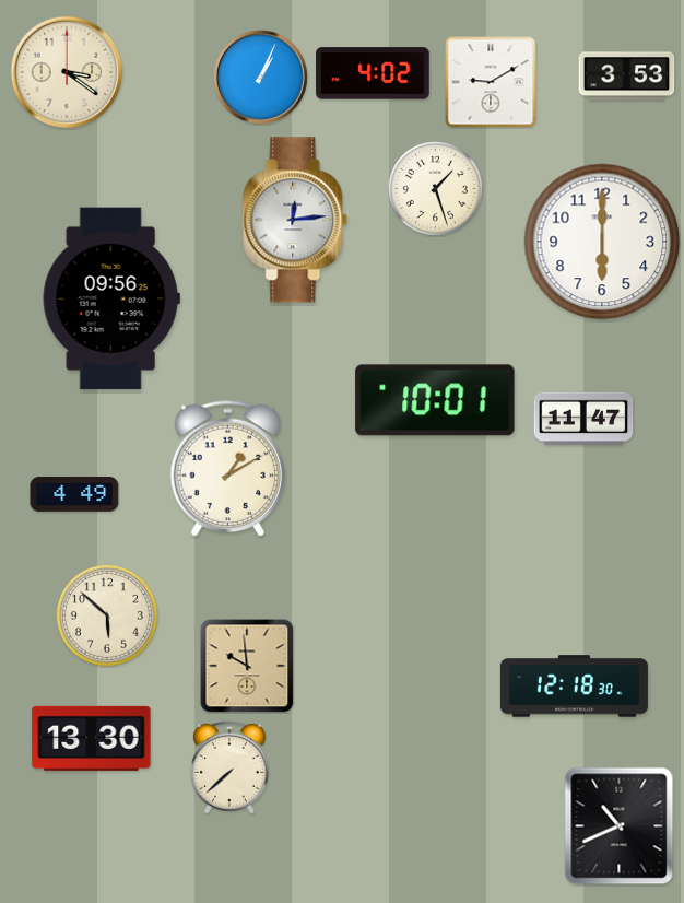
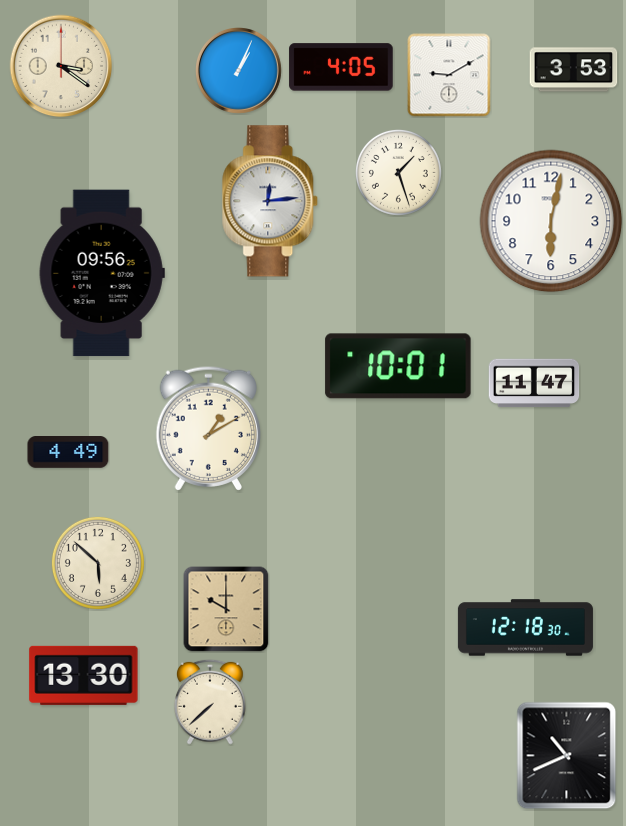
clock at (373, 73): 4:02 -> 4:05
clock at (602, 242): 6:00 -> 6:02
clock at (247, 666): 9:59 -> 10:00
